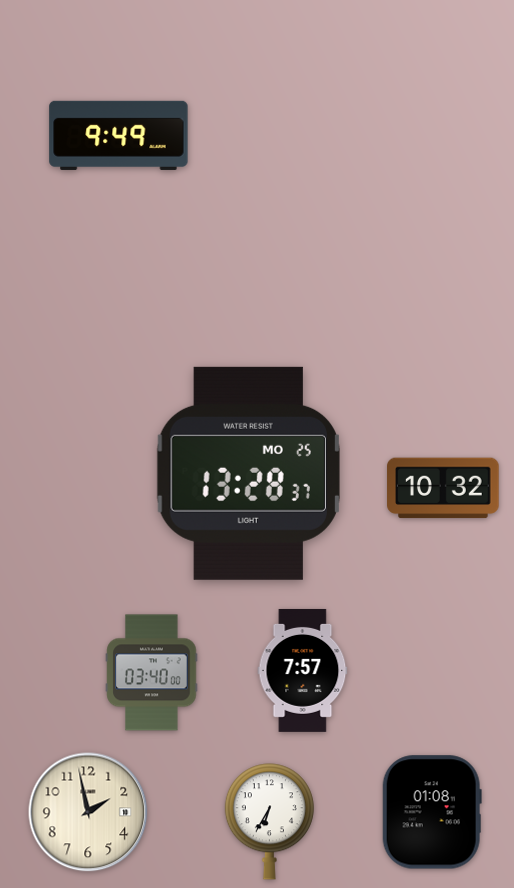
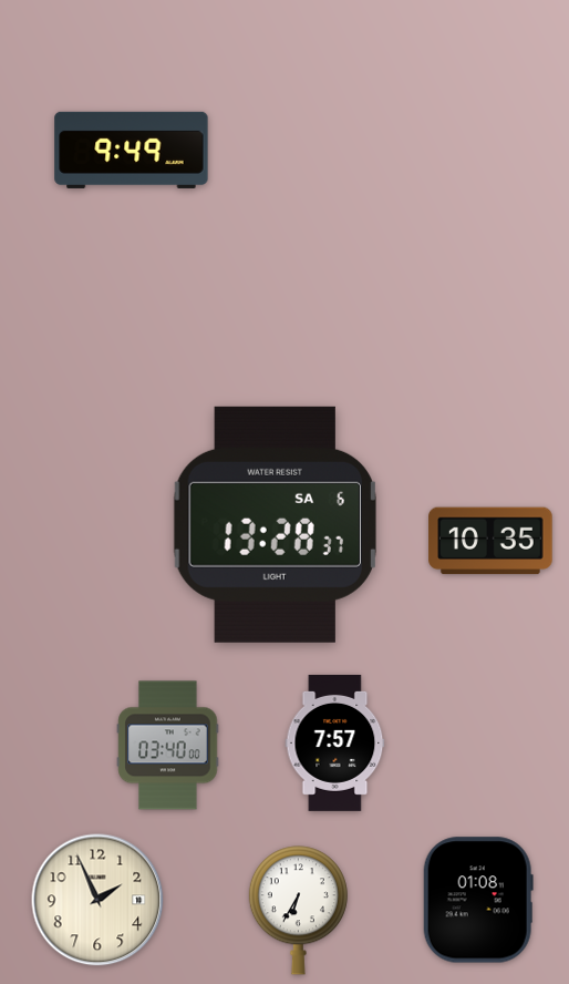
clock at (248, 473) date: MO 25 -> SA 6
clock at (443, 488): 10:32 -> 10:35
clock at (88, 812): 1:58 -> 1:56
